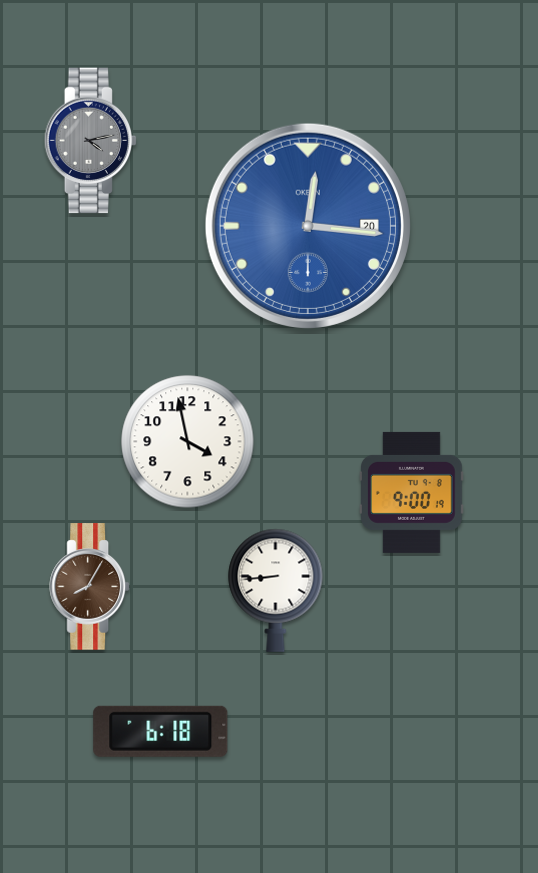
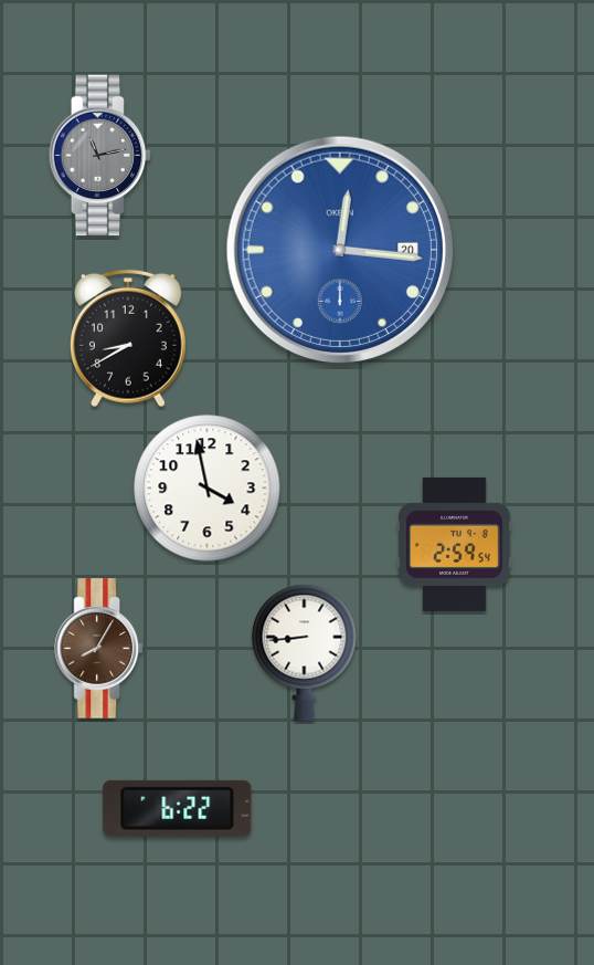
clock at (91, 141): 4:13 -> 11:13
clock at (128, 338): none -> 8:40
clock at (412, 492): 9:00 -> 2:59
clock at (161, 731): 6:18 -> 6:22
